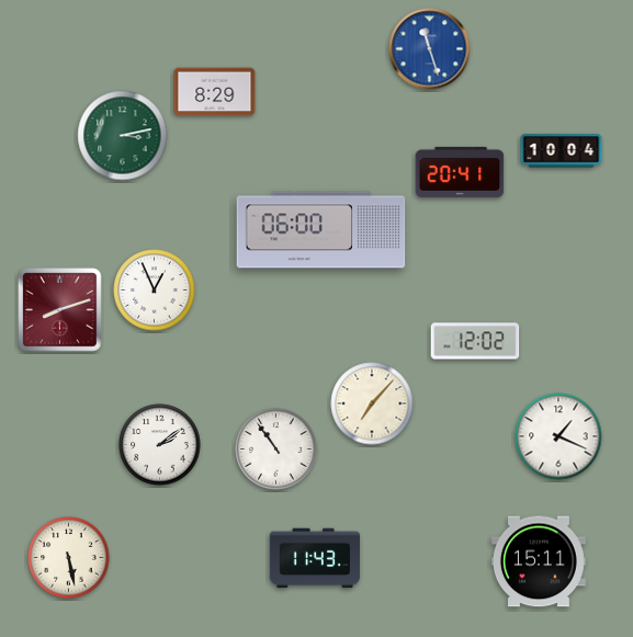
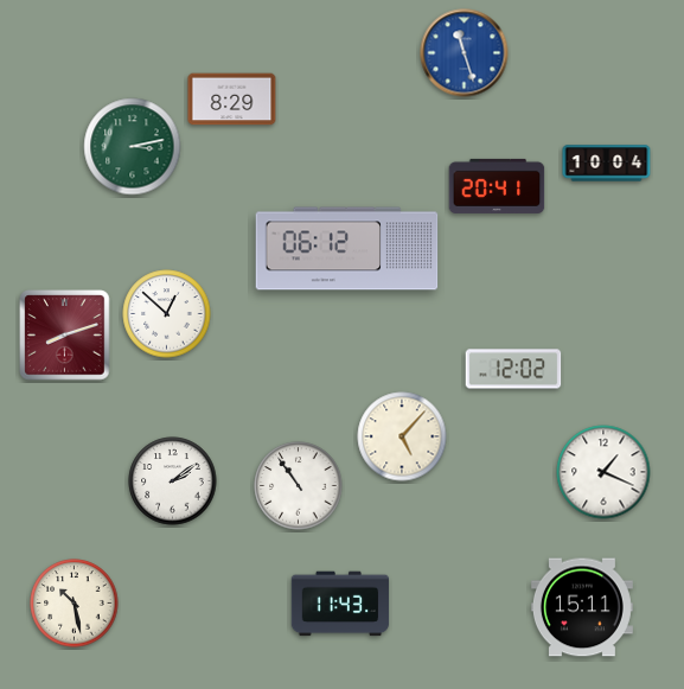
clock at (321, 230): 06:00 -> 06:12
clock at (155, 291): 12:56 -> 12:52
clock at (372, 403): 7:07 -> 5:07
clock at (69, 558): 5:28 -> 10:28
